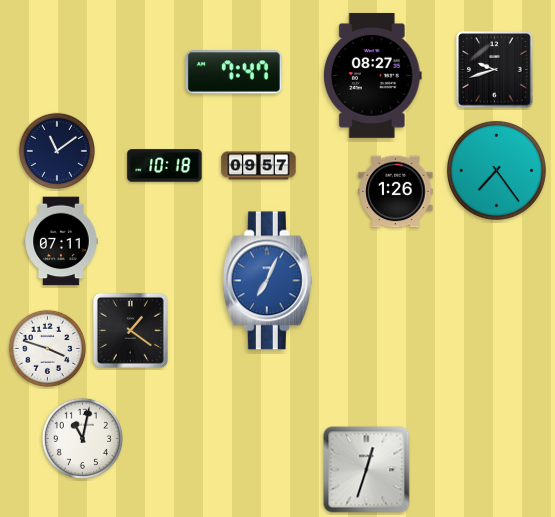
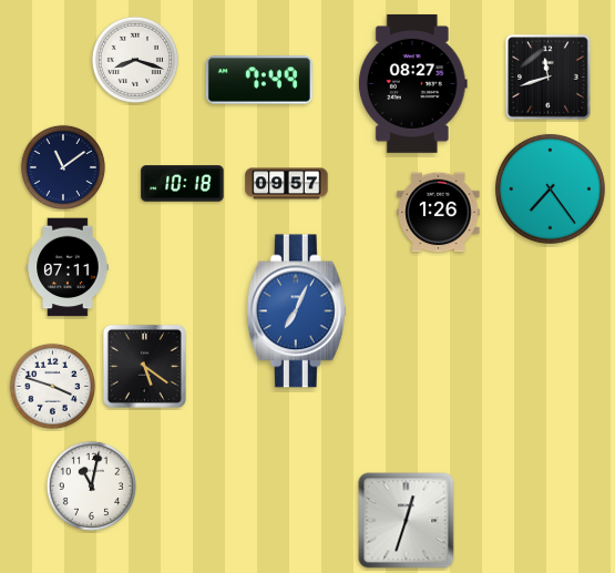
clock at (135, 60): none -> 8:18
clock at (495, 70): 9:42 -> 11:42
clock at (234, 72): 7:47 -> 7:49
clock at (130, 330): 1:21 -> 5:21
